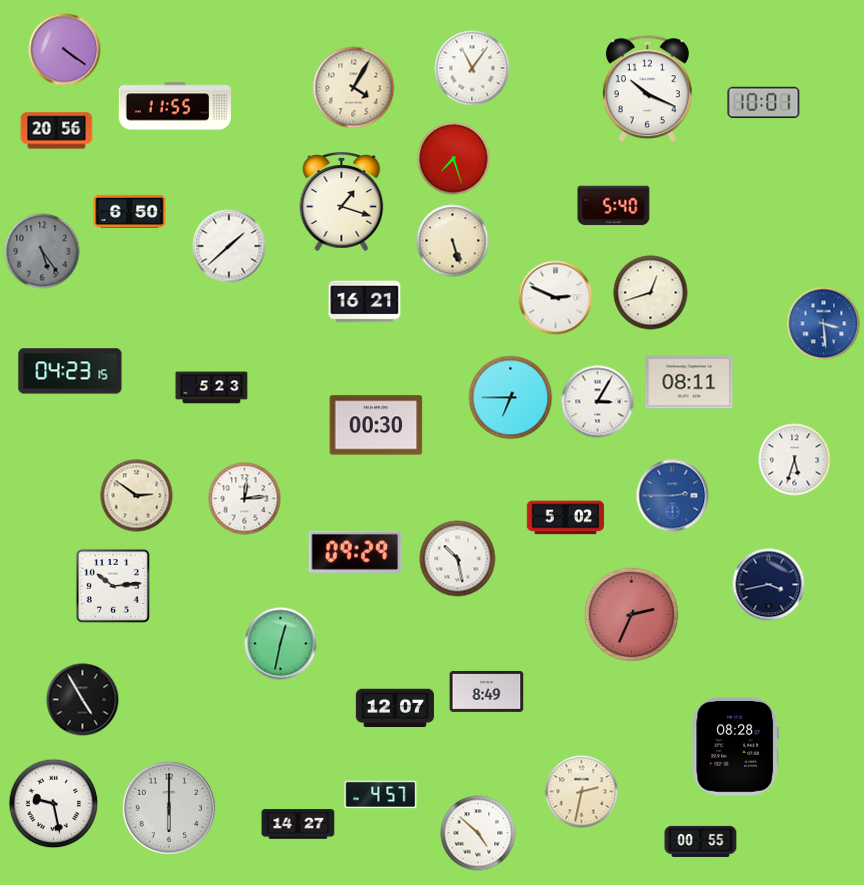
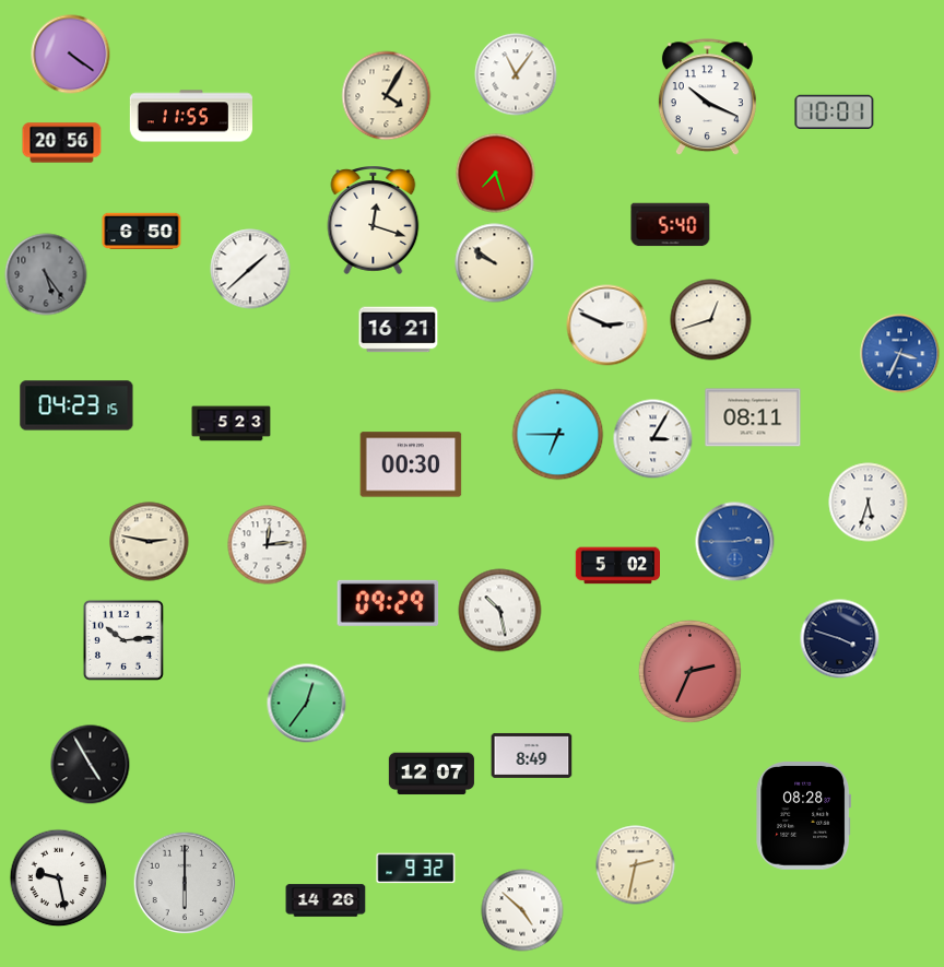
clock at (342, 201): 1:18 -> 12:18
clock at (453, 241): 5:27 -> 9:51
clock at (824, 324): 3:29 -> 3:34
clock at (137, 496): 2:51 -> 2:47
clock at (769, 585): 3:43 -> 3:48
clock at (281, 644): 12:32 -> 12:36
clock at (381, 795): 4:57 -> 9:32
clock at (298, 824): 14:27 -> 14:26
clock at (701, 841): 00:55 -> none
